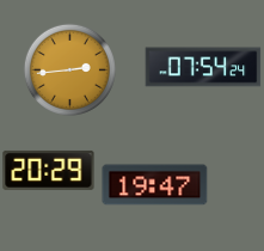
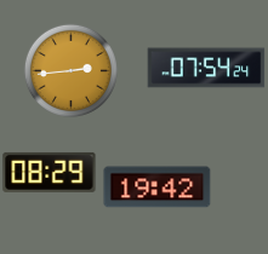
clock at (49, 170): 20:29 -> 08:29
clock at (155, 185): 19:47 -> 19:42
